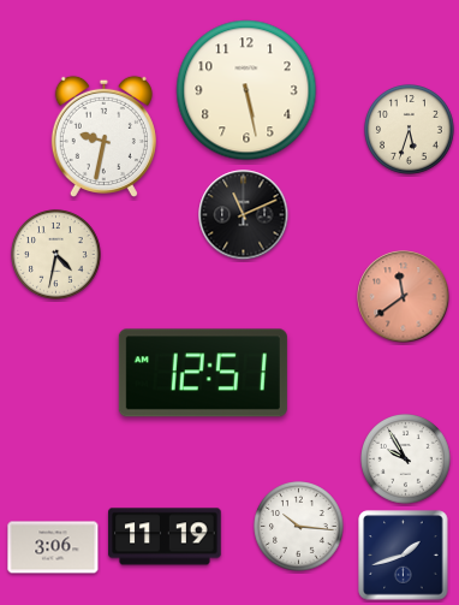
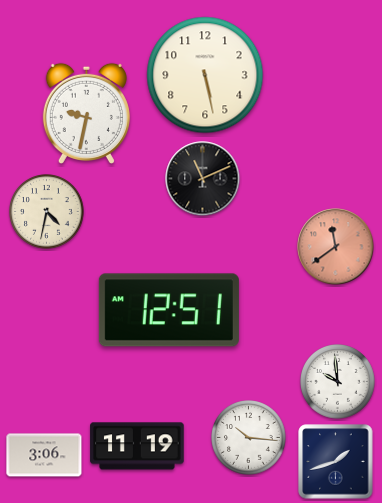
clock at (410, 130): 5:33 -> none
clock at (406, 459): 9:55 -> 9:59
